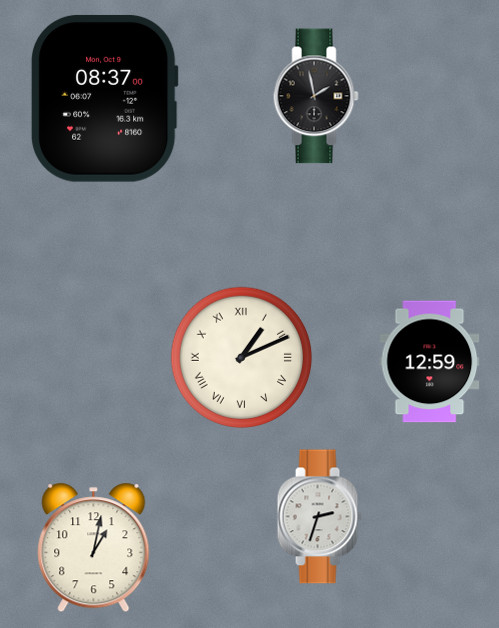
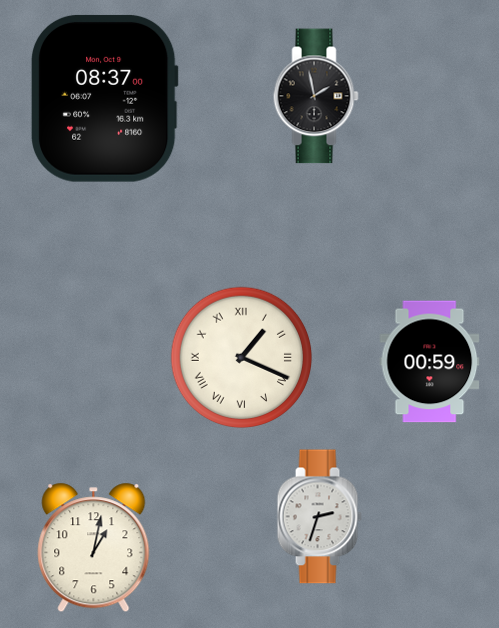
clock at (242, 358): 1:11 -> 1:19
clock at (430, 362): 12:59 -> 00:59
